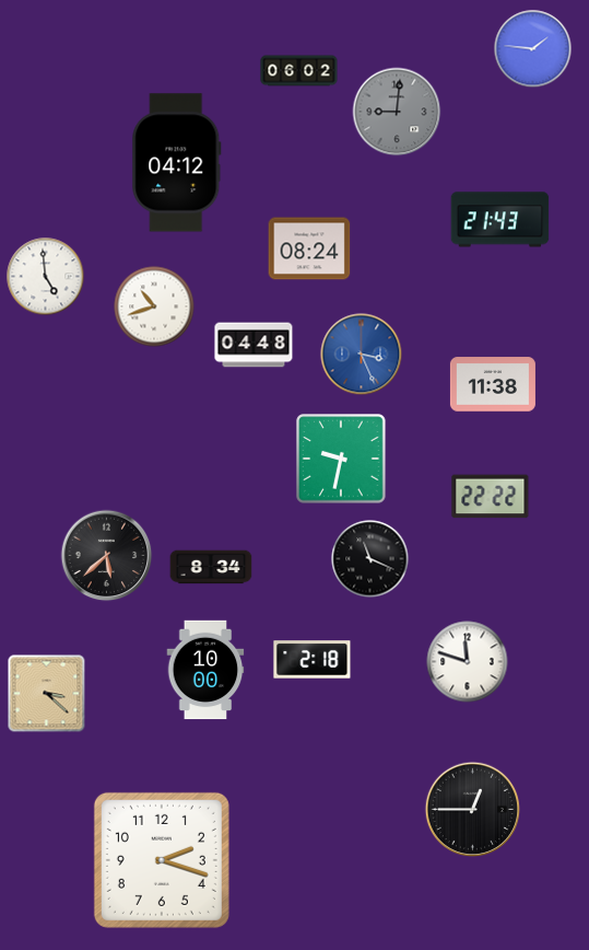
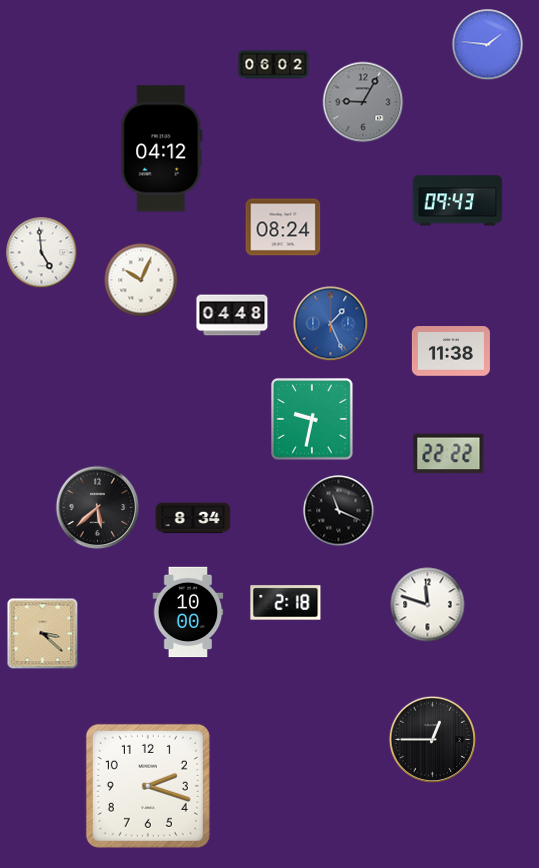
clock at (397, 112): 9:01 -> 9:05
clock at (500, 220): 21:43 -> 09:43
clock at (154, 306): 10:42 -> 10:04
clock at (362, 355): 3:26 -> 1:26
